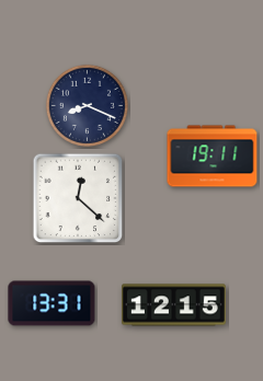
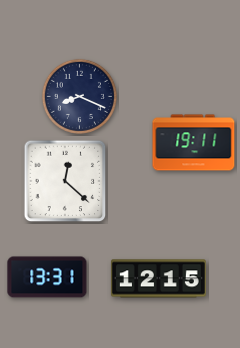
clock at (78, 198) position: (78, 198) -> (65, 181)
